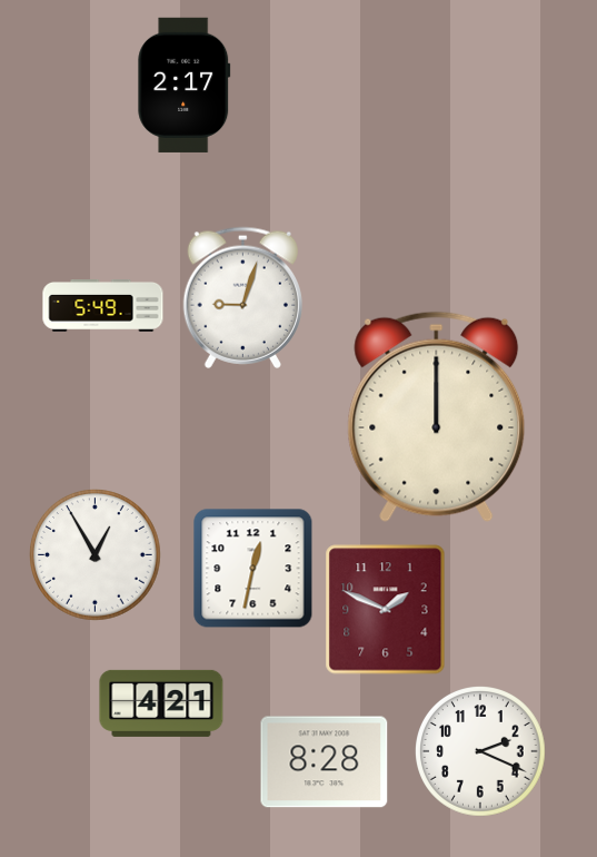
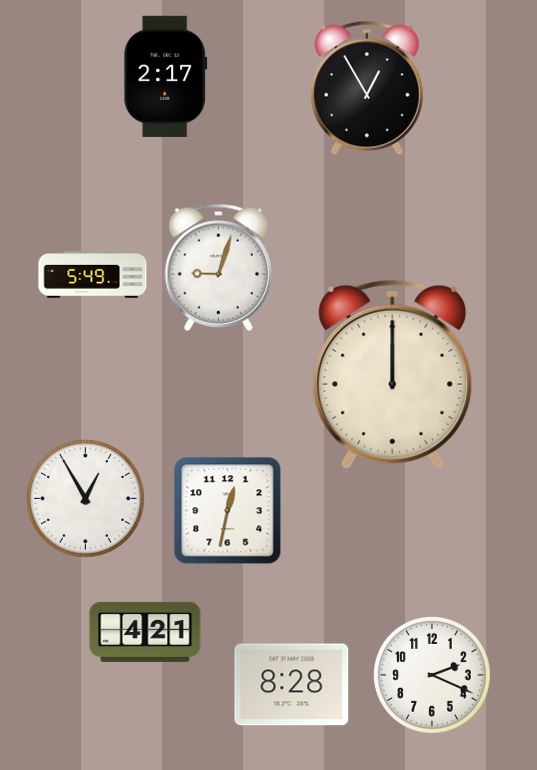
clock at (367, 88): none -> 12:55
clock at (386, 610): 1:49 -> none
